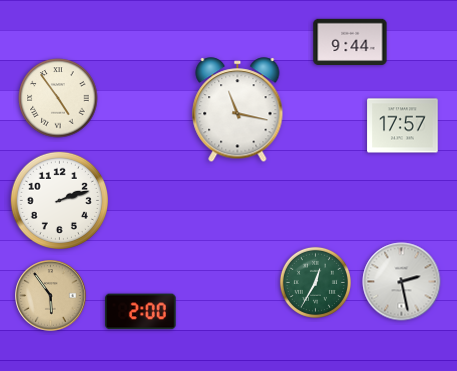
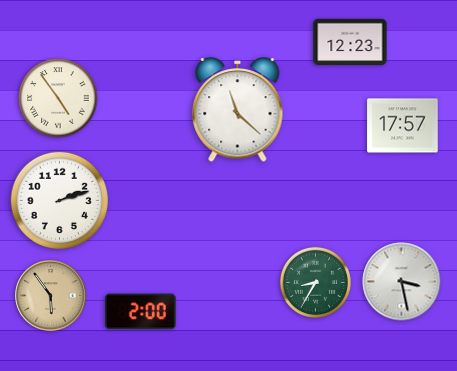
clock at (350, 41): 9:44 -> 12:23
clock at (238, 110): 11:17 -> 11:22
clock at (315, 282): 12:35 -> 8:35
clock at (402, 282): 2:28 -> 3:28
